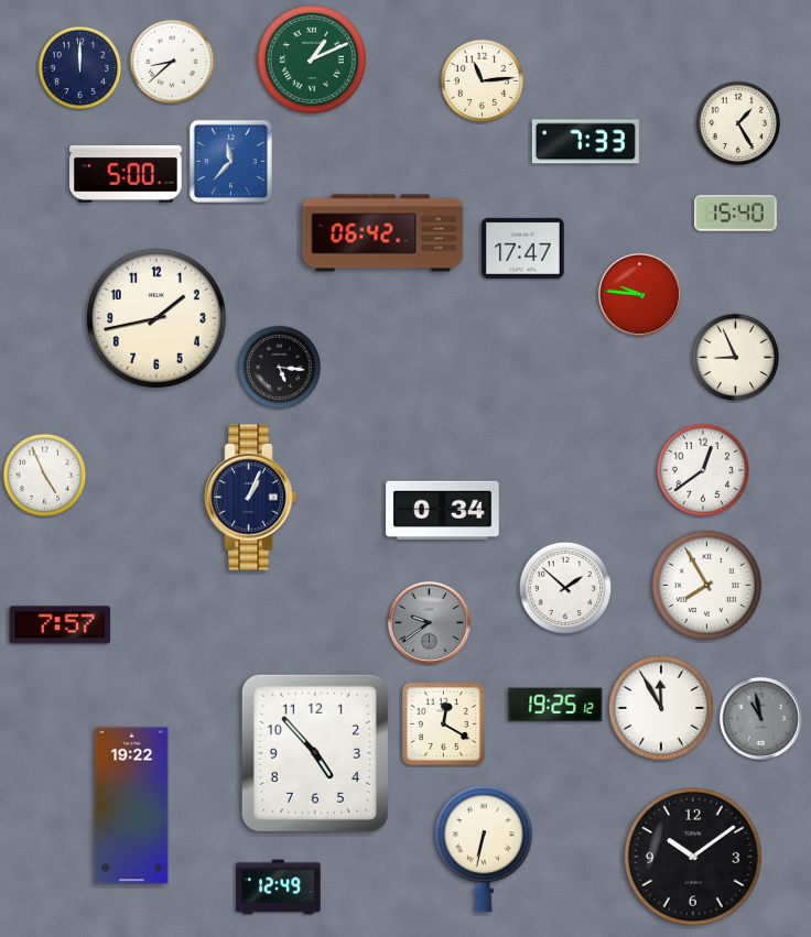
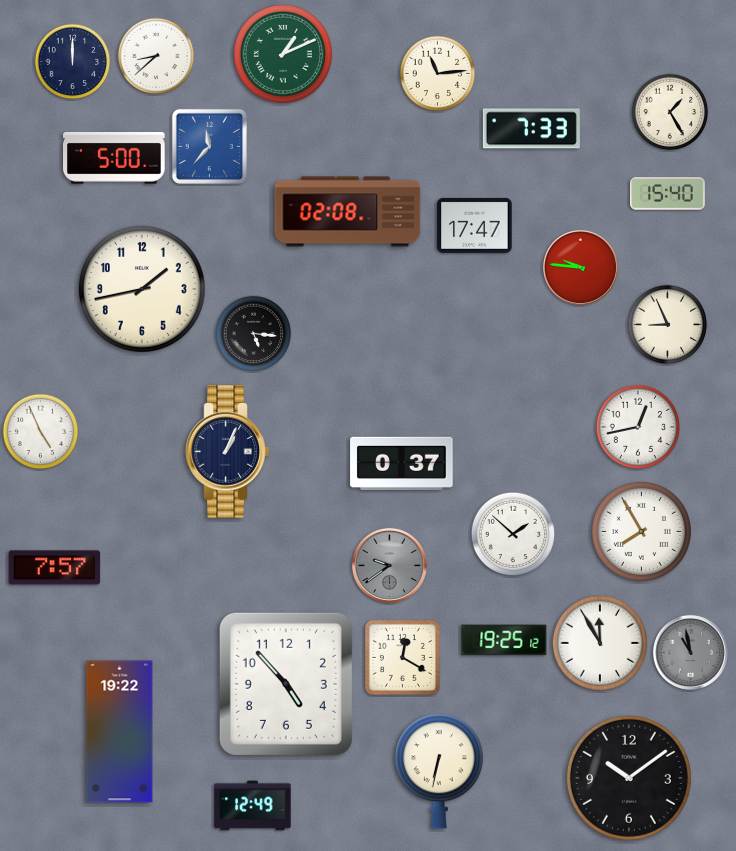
clock at (383, 233): 06:42 -> 02:08
clock at (703, 470): 12:39 -> 12:43
clock at (443, 510): 0:34 -> 0:37
